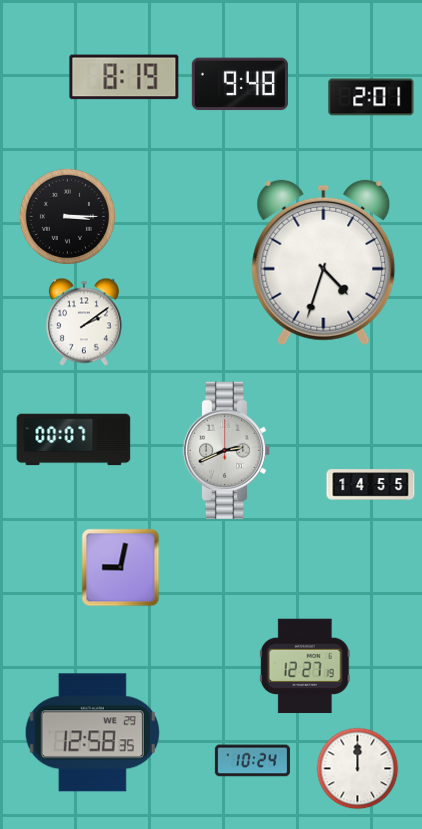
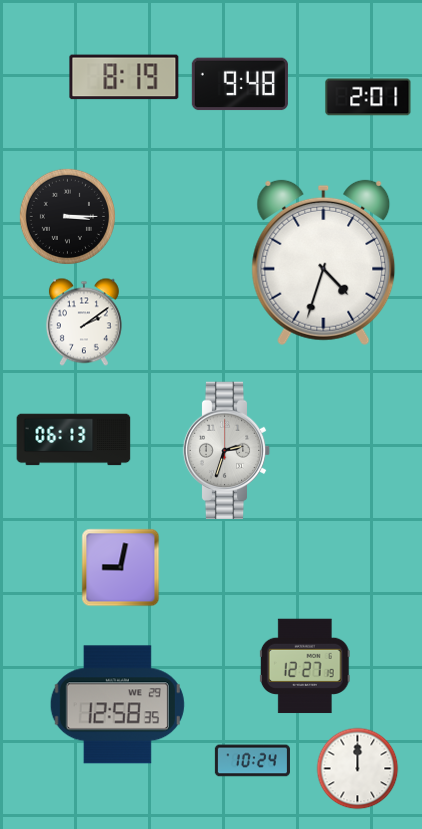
clock at (371, 97) position: (371, 97) -> (368, 97)
clock at (74, 440): 00:07 -> 06:13
clock at (227, 451): 2:41 -> 2:33
clock at (371, 485): 14:55 -> none
clock at (92, 733) position: (92, 733) -> (117, 705)
